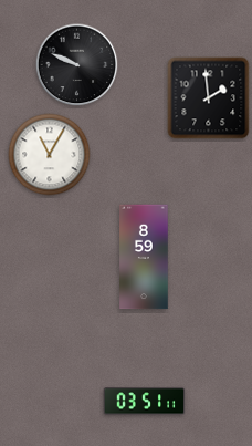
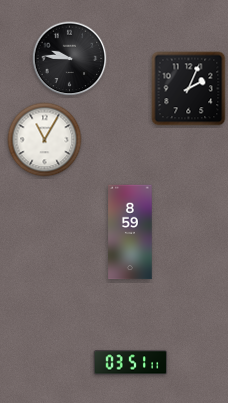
clock at (77, 65): 9:49 -> 9:46
clock at (209, 98): 1:59 -> 2:04
